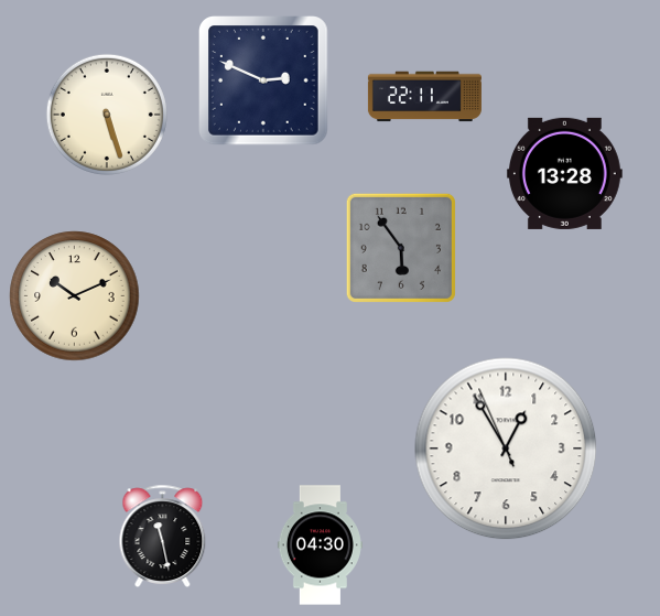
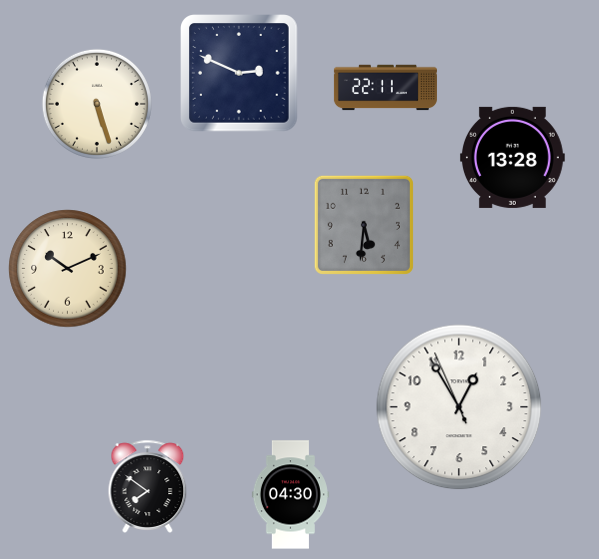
clock at (401, 248): 5:54 -> 5:31
clock at (163, 536): 11:28 -> 7:51
